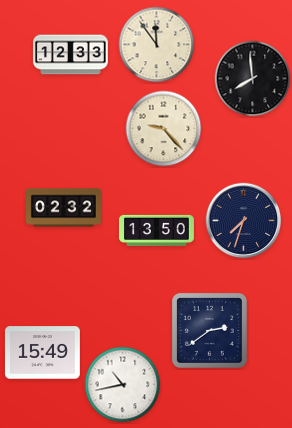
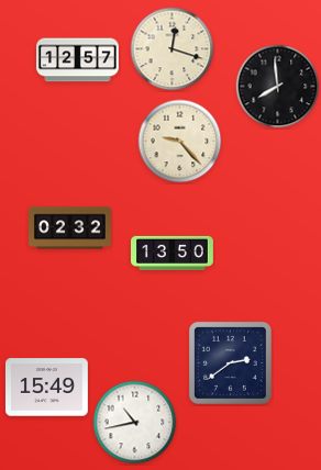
clock at (157, 45): 11:54 -> 12:18
clock at (71, 55): 12:33 -> 12:57
clock at (244, 221): 7:33 -> none
